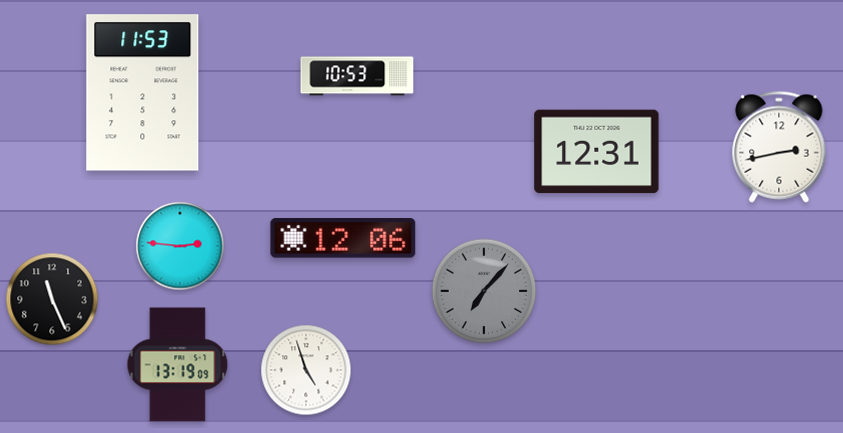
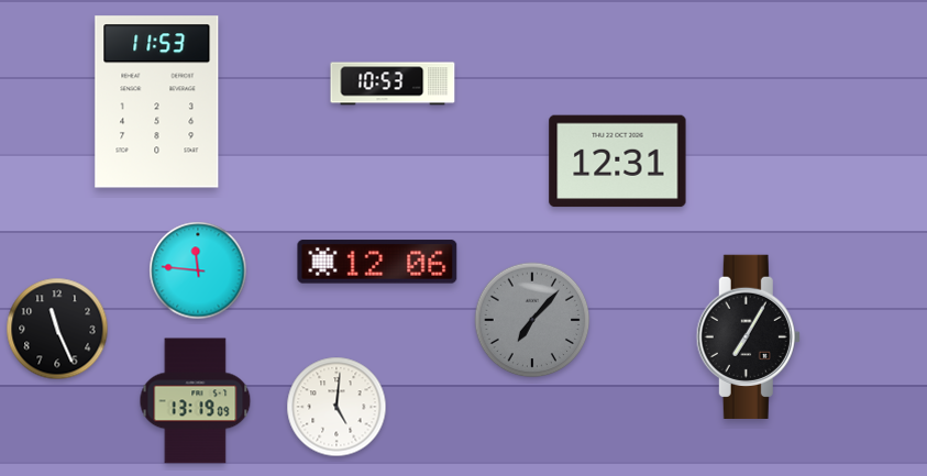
clock at (779, 147): 2:43 -> none
clock at (597, 152) position: (597, 152) -> (618, 162)
clock at (180, 246): 2:46 -> 11:46
clock at (748, 336): none -> 7:05
clock at (306, 370): 4:57 -> 5:01
